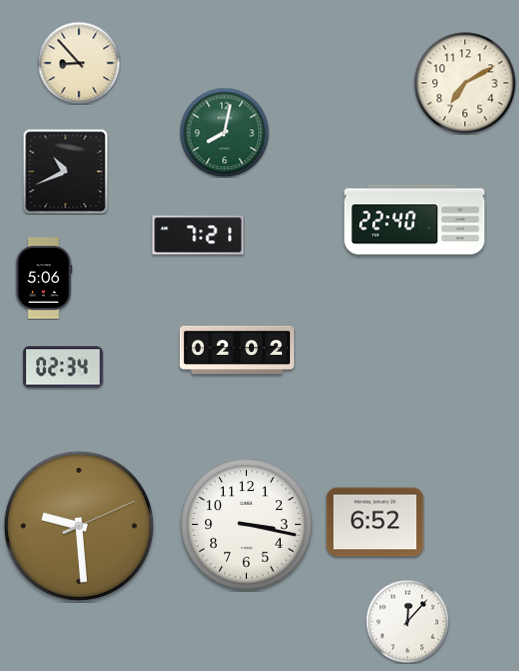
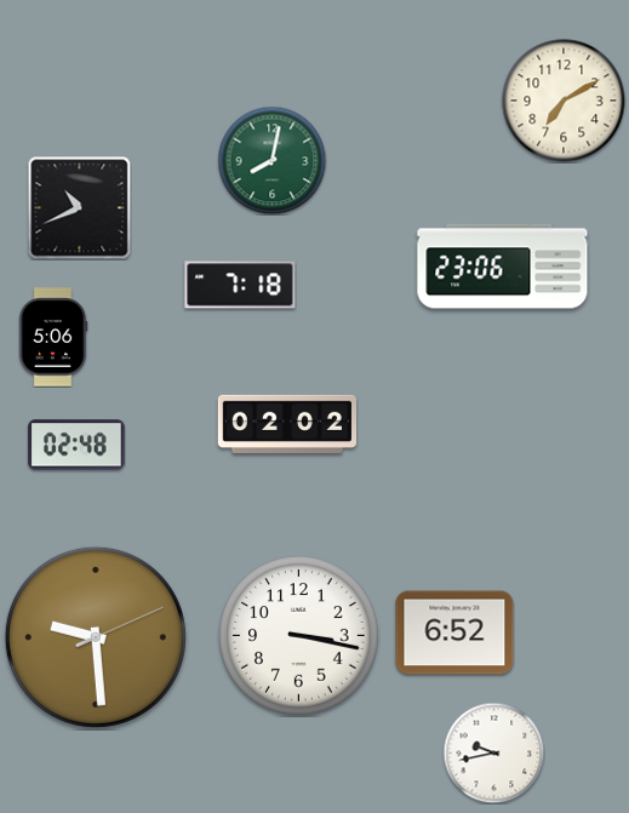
clock at (79, 63): 8:53 -> none
clock at (415, 220): 22:40 -> 23:06
clock at (198, 235): 7:21 -> 7:18
clock at (63, 367): 02:34 -> 02:48
clock at (407, 621): 12:07 -> 9:43
